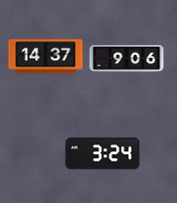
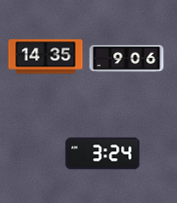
clock at (46, 57): 14:37 -> 14:35
